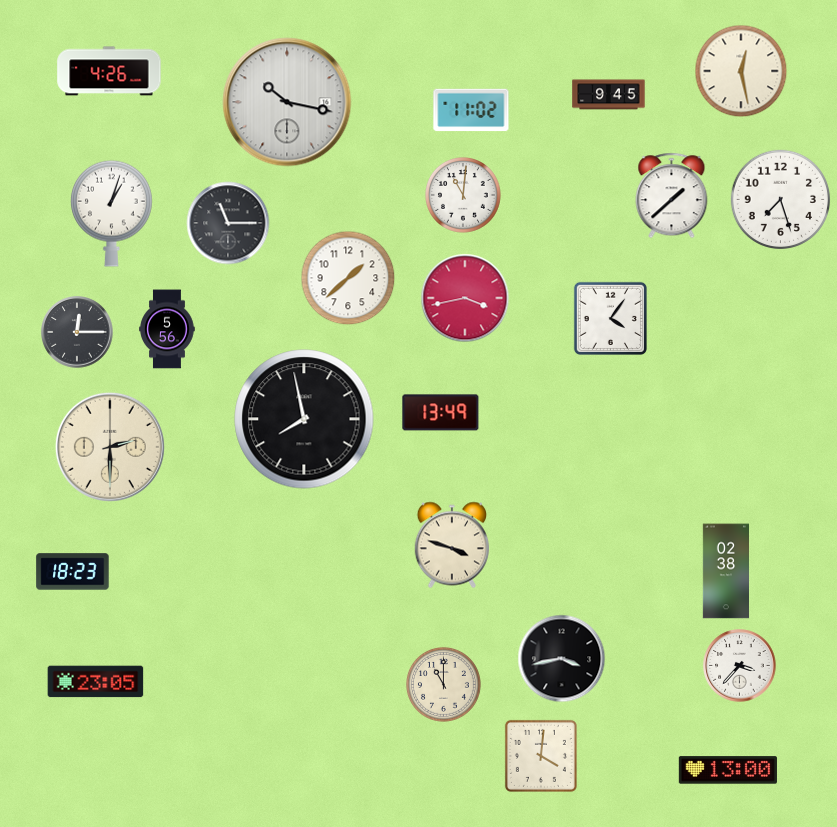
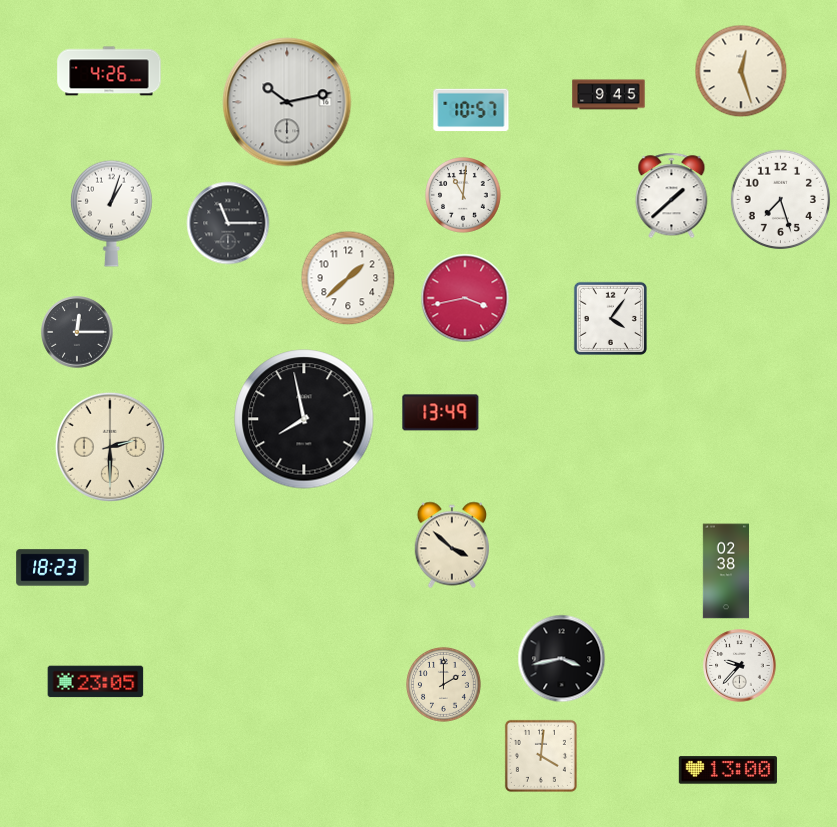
clock at (741, 71): 12:28 -> 12:27
clock at (287, 102): 10:17 -> 10:13
clock at (471, 110): 11:02 -> 10:57
clock at (167, 329): 5:56 -> none
clock at (451, 545): 3:48 -> 3:52
clock at (73, 572) position: (73, 572) -> (53, 568)
clock at (740, 666): 3:37 -> 9:37
clock at (443, 684): 11:00 -> 2:00
